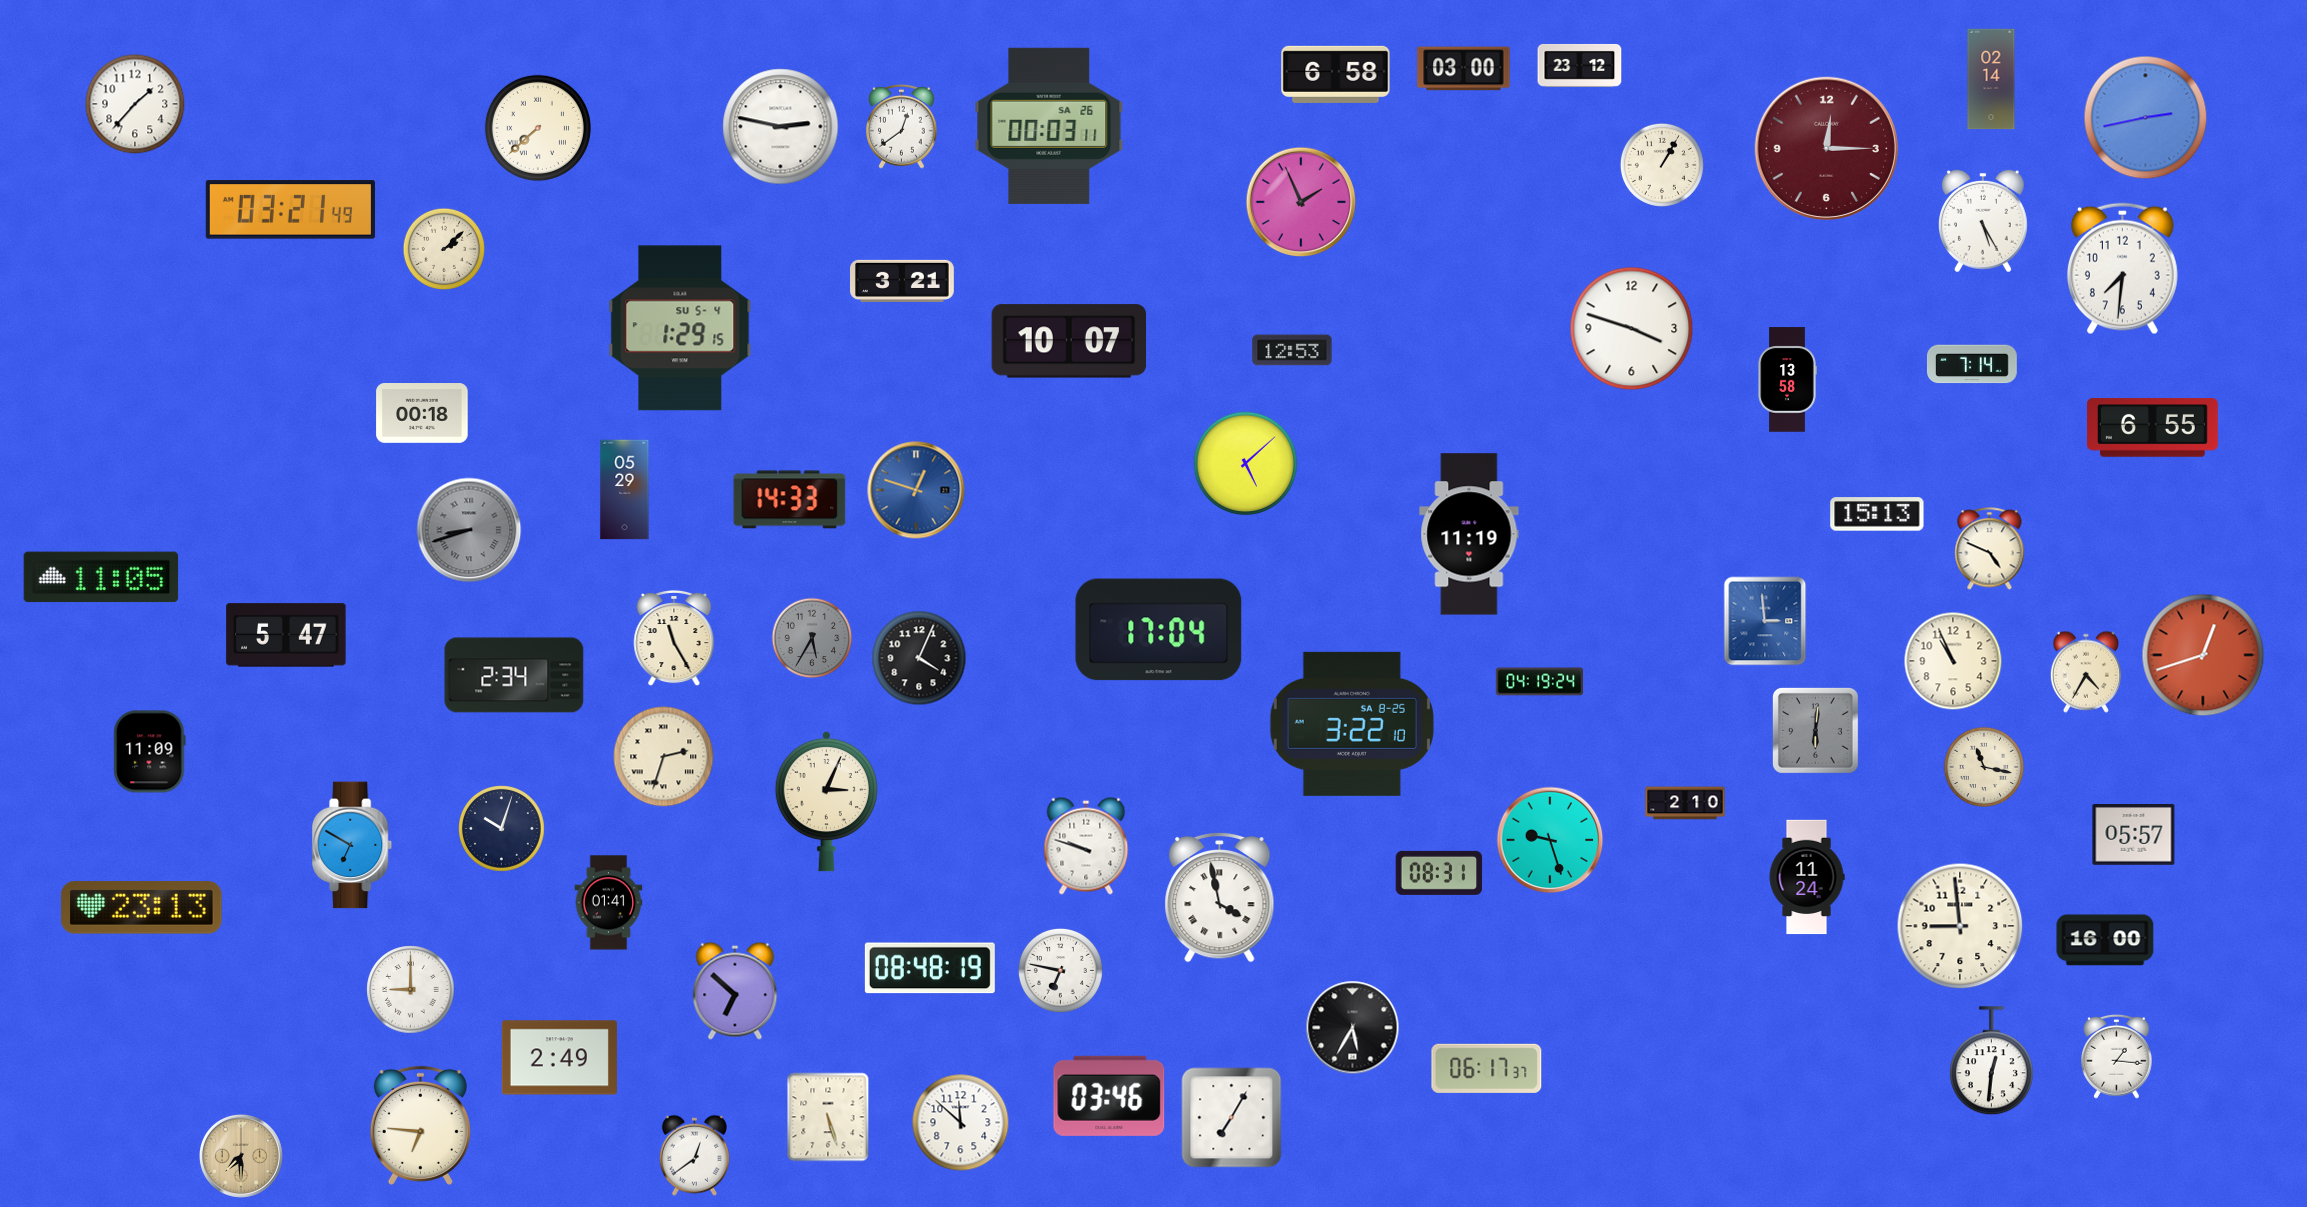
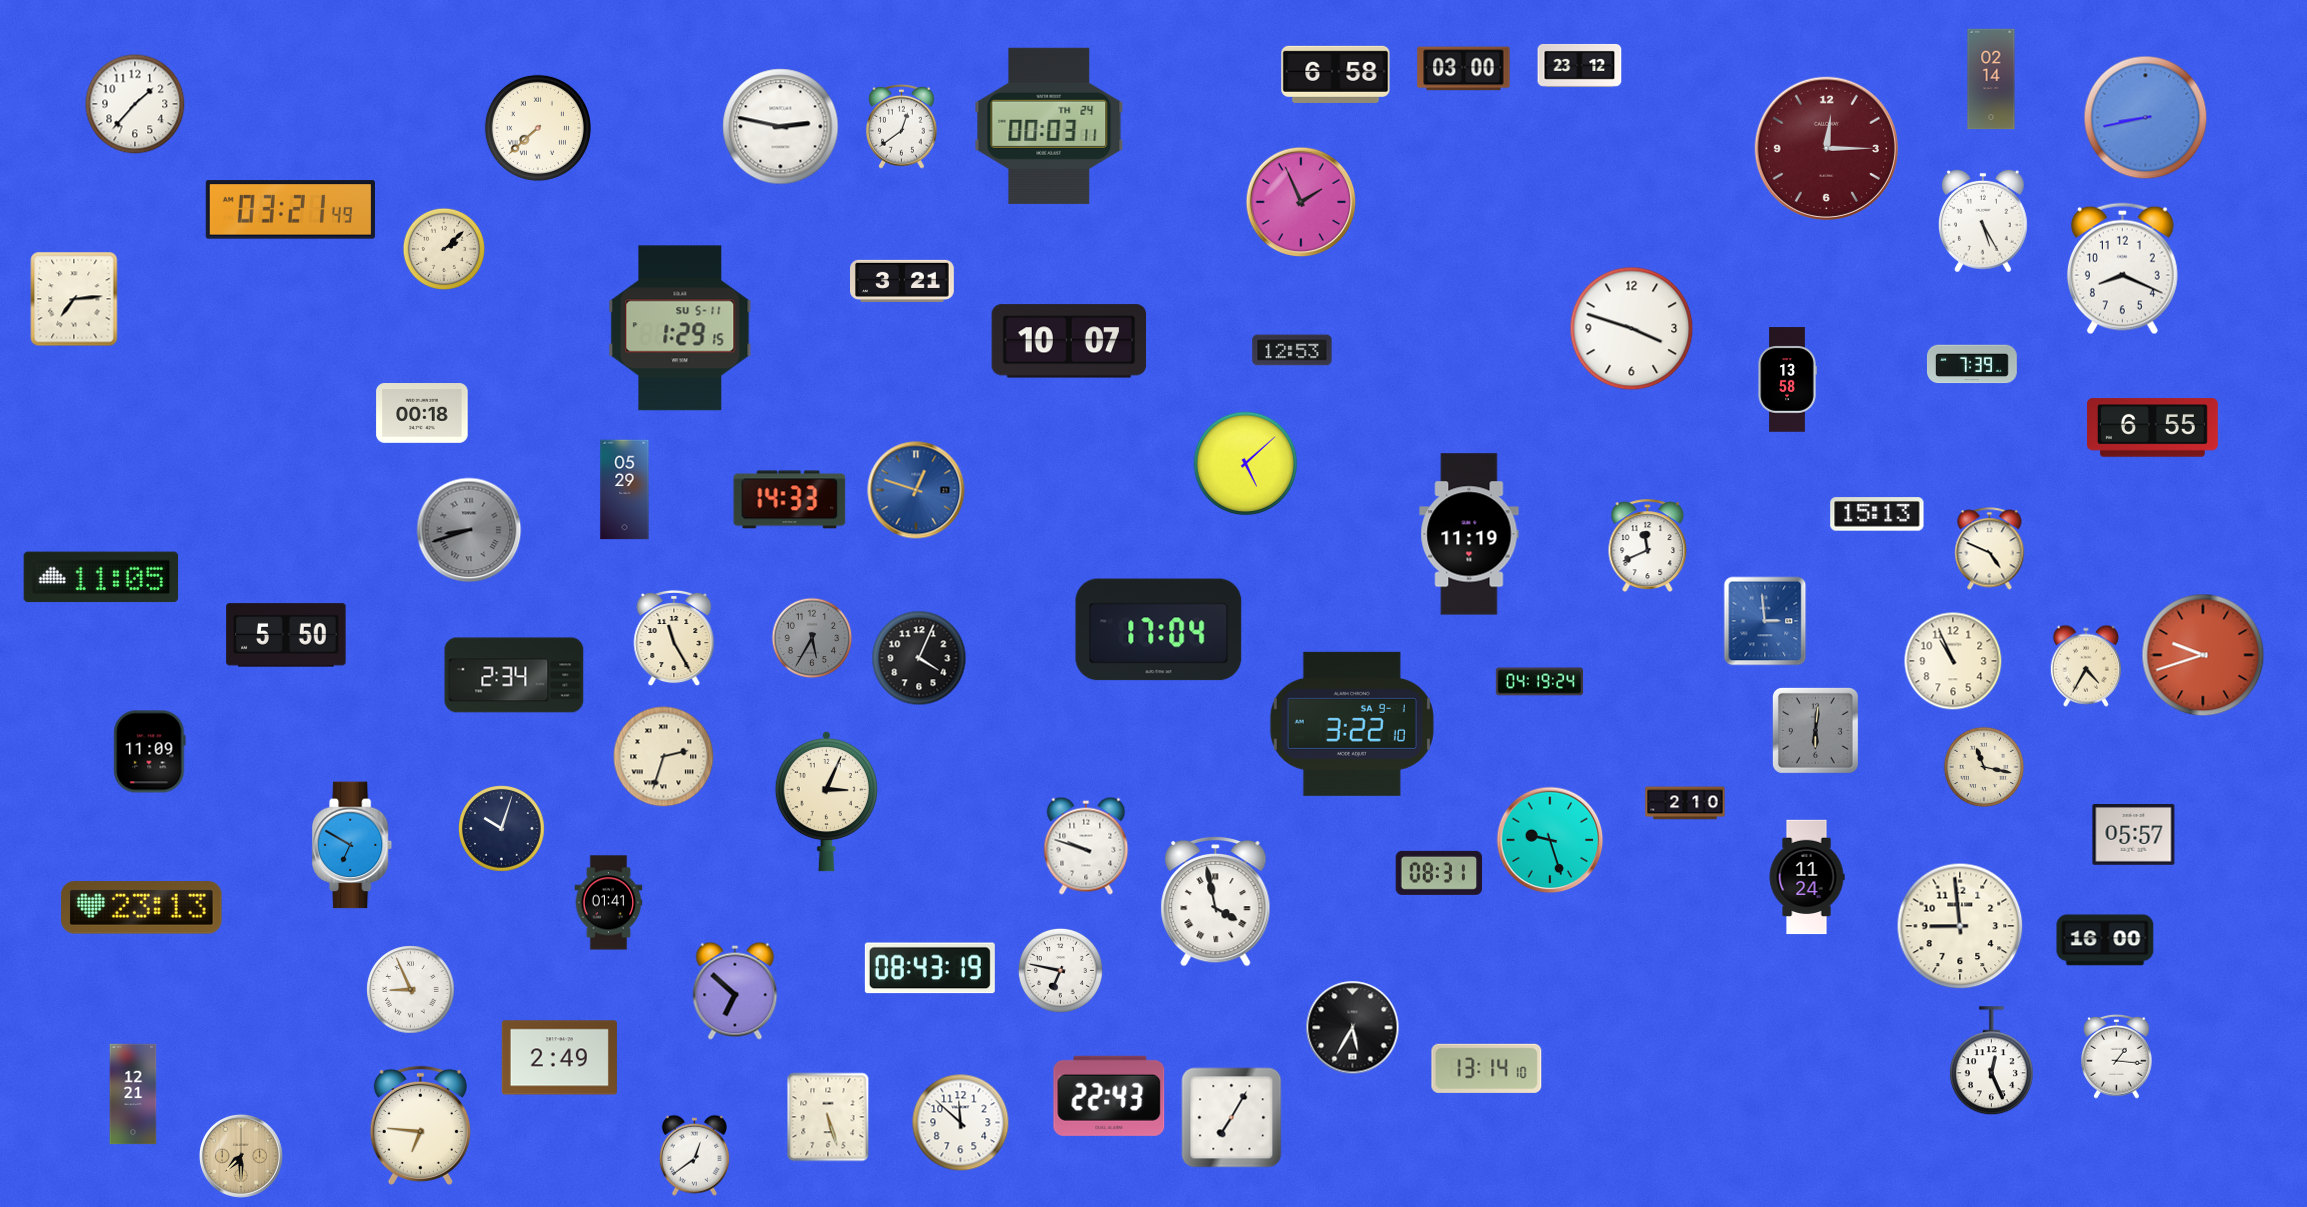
clock at (2146, 118): 2:43 -> 8:43
clock at (1049, 126) date: SA 26 -> TH 24
clock at (1662, 165): 1:05 -> none
clock at (2122, 269): 7:31 -> 8:19
clock at (74, 299): none -> 7:14
clock at (680, 328) date: SU 5-4 -> SU 5-11
clock at (1972, 364): 7:14 -> 7:39
clock at (1648, 545): none -> 11:41
clock at (286, 635): 5:47 -> 5:50
clock at (2203, 655): 12:42 -> 9:42
clock at (2086, 672) position: (2086, 672) -> (2086, 666)
clock at (1352, 724) date: SA 8-25 -> SA 9-1
clock at (1220, 897) position: (1220, 897) -> (1216, 901)
clock at (930, 968): 08:48 -> 08:43
clock at (411, 990): 9:00 -> 8:56
clock at (1991, 1061): 12:31 -> 12:26
clock at (1487, 1068): 06:17 -> 13:14
clock at (133, 1094): none -> 12:21
clock at (1109, 1096): 03:46 -> 22:43
